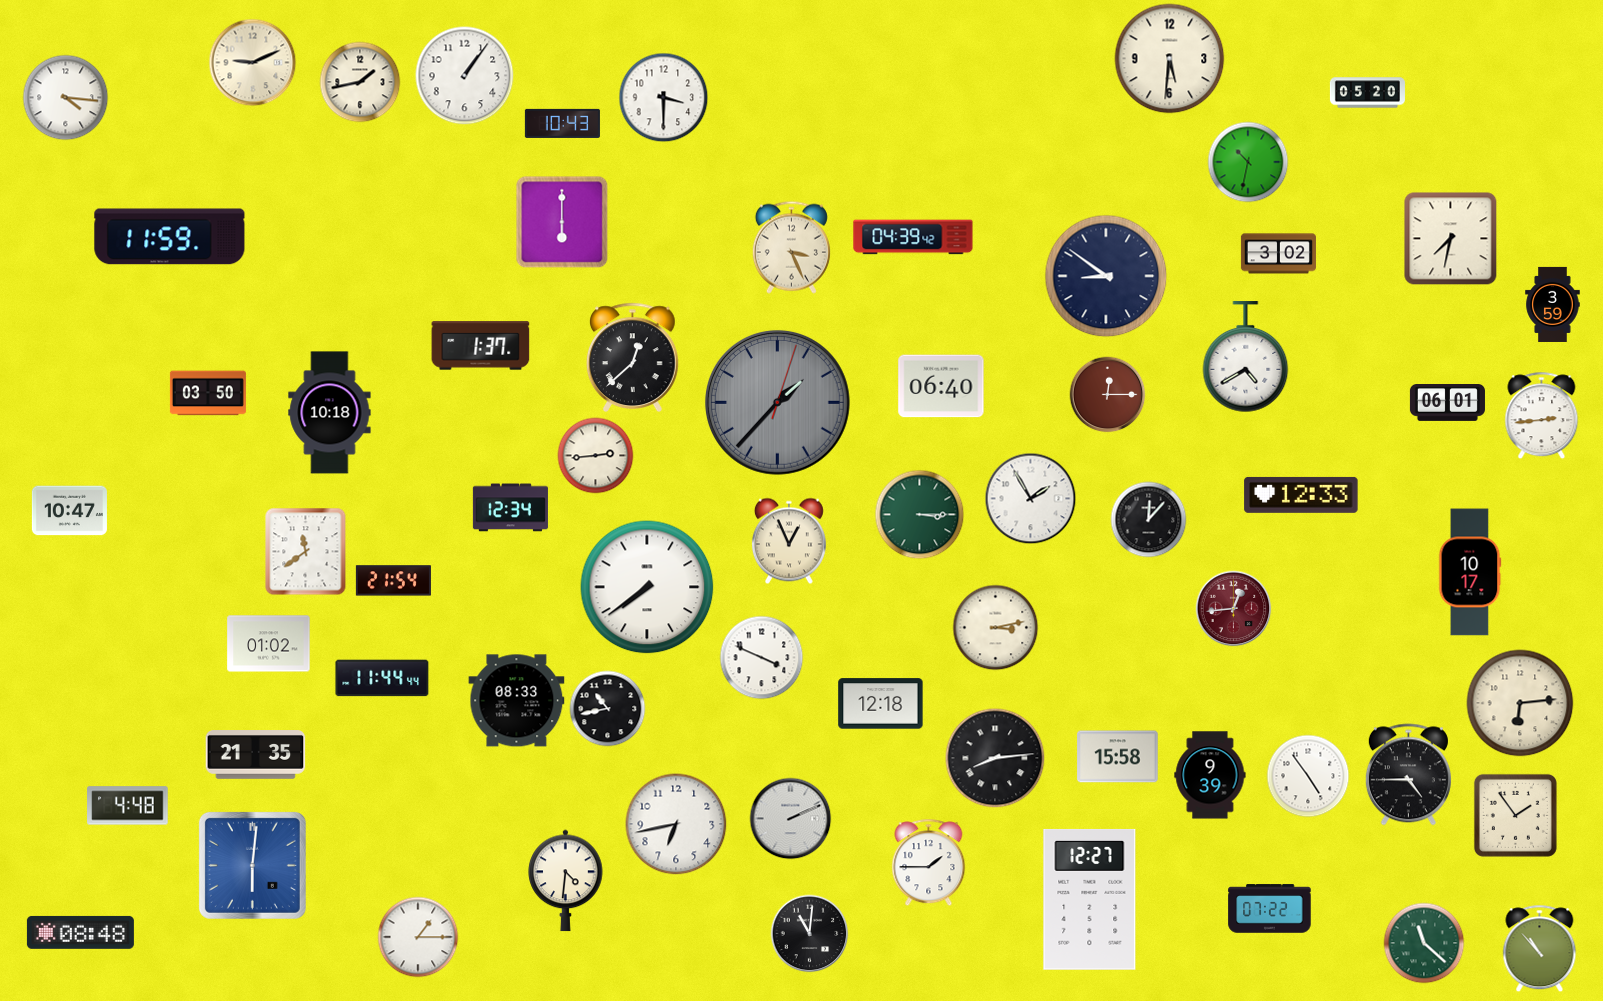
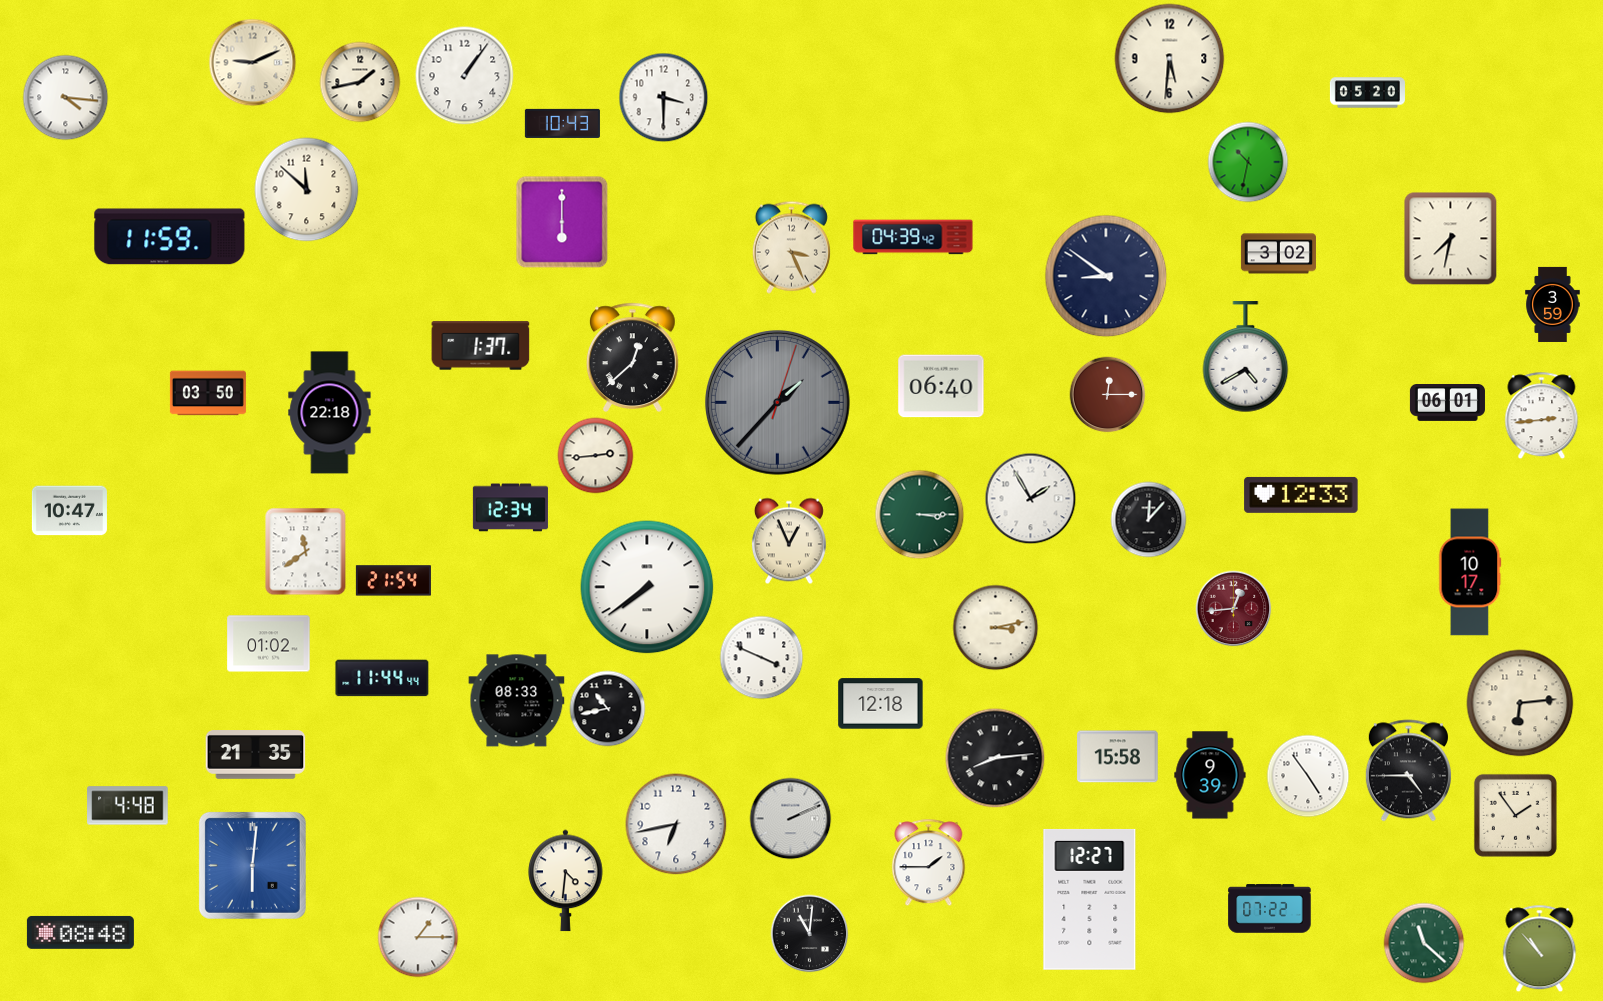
clock at (307, 190): none -> 11:52
clock at (330, 413): 10:18 -> 22:18
clock at (1408, 775) position: (1408, 775) -> (1408, 771)
